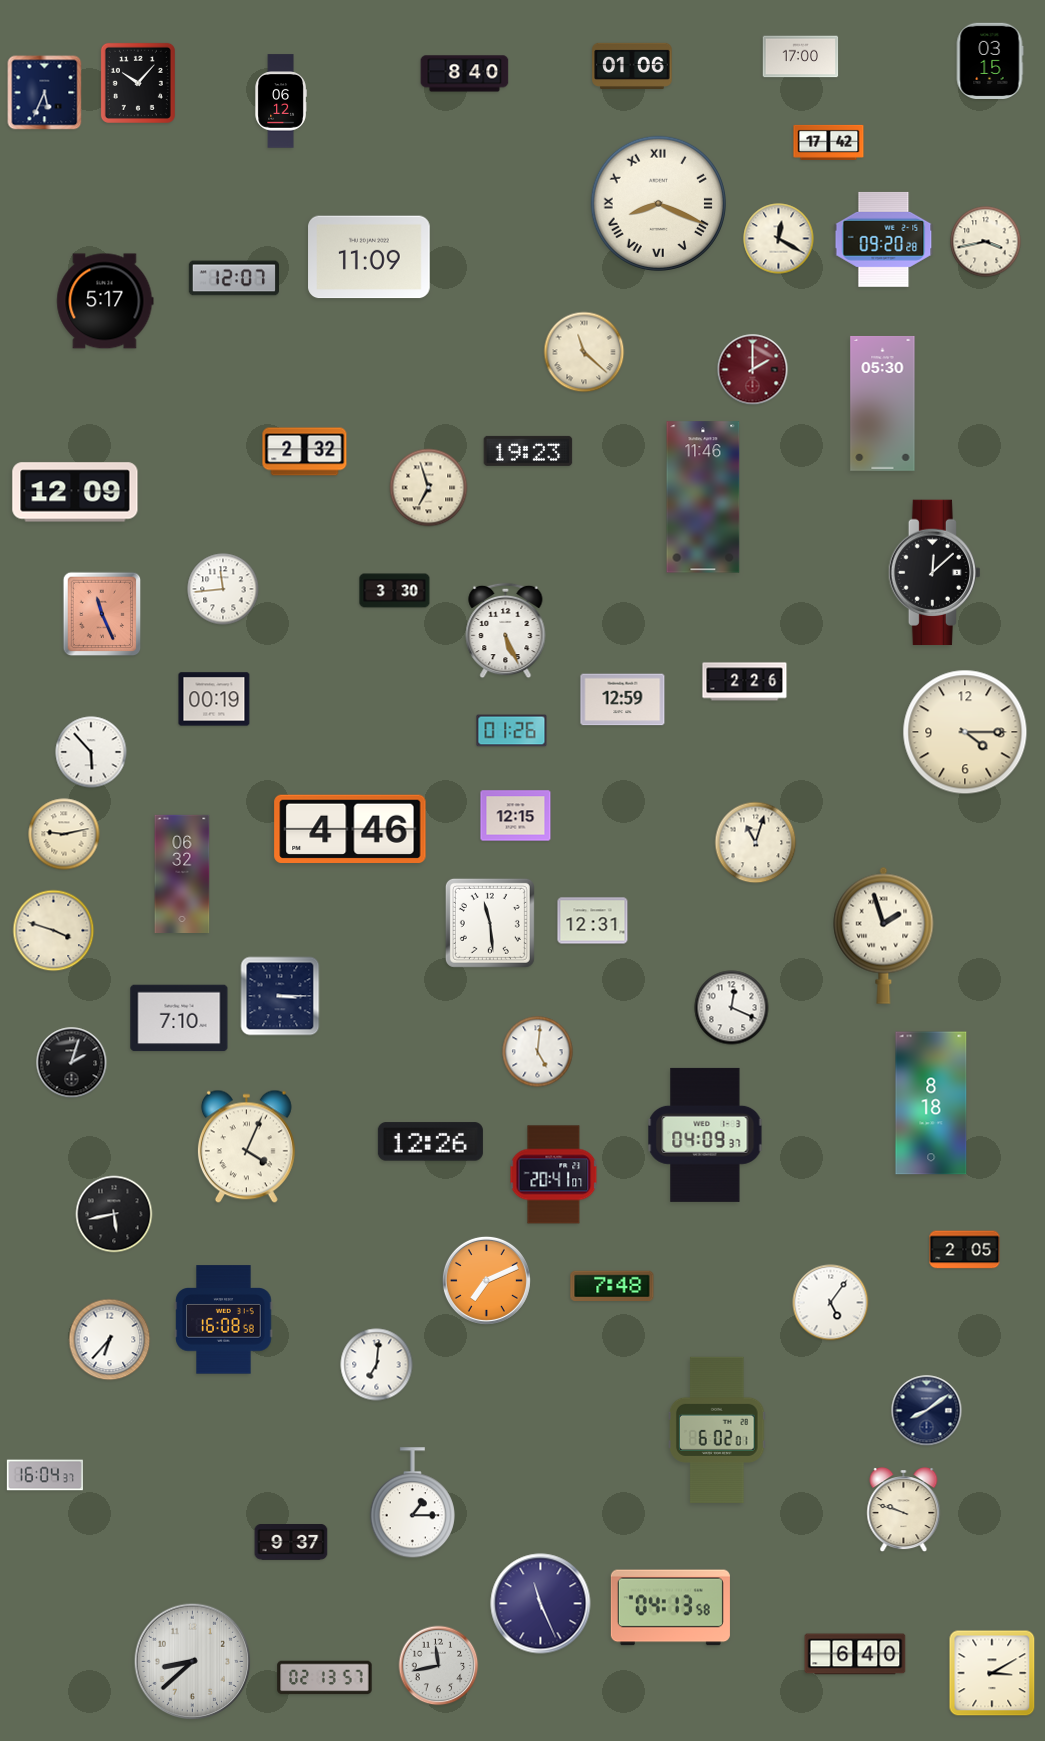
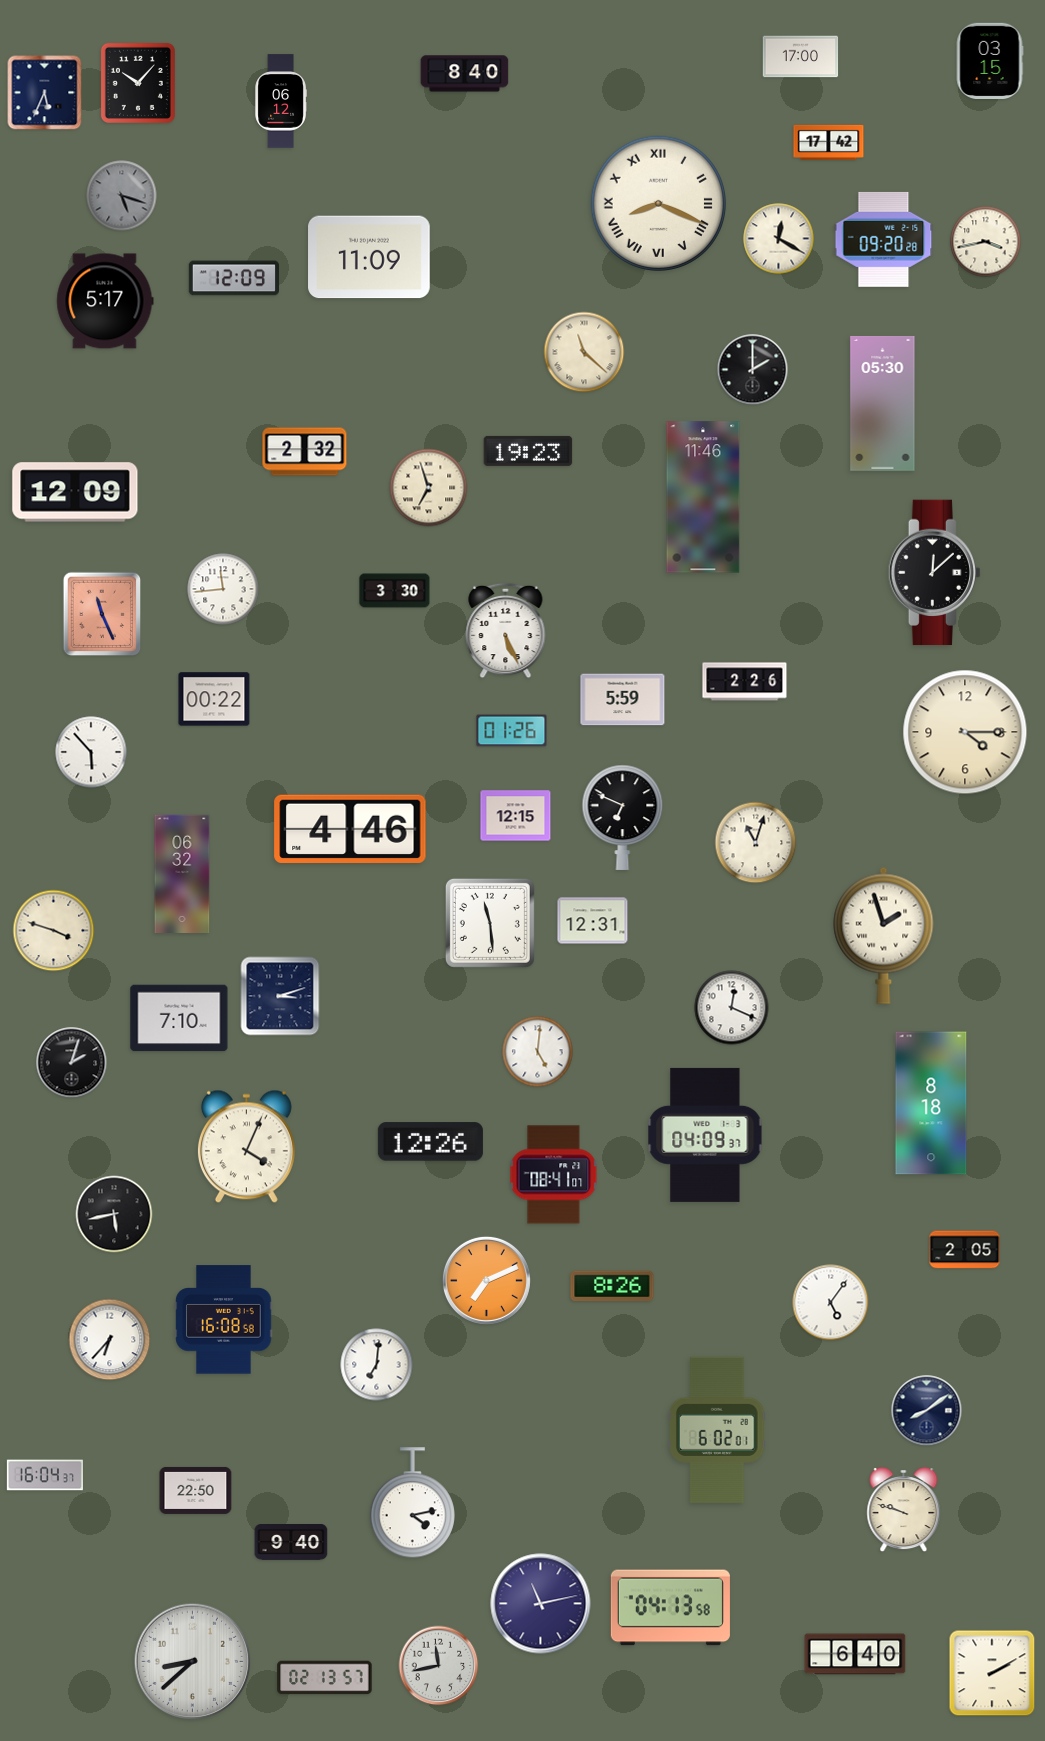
clock at (632, 65): 01:06 -> none
clock at (122, 196): none -> 5:18
clock at (233, 278): 12:07 -> 12:09
clock at (753, 370) dial: burgundy -> black
clock at (214, 699): 00:19 -> 00:22
clock at (623, 700): 12:59 -> 5:59
clock at (623, 817): none -> 6:49
clock at (64, 834): 9:13 -> none
clock at (280, 996): 3:15 -> 3:12
clock at (554, 1175): 20:41 -> 08:41
clock at (612, 1286): 7:48 -> 8:26
clock at (196, 1490): none -> 22:50
clock at (412, 1503): 1:15 -> 4:13
clock at (291, 1543): 9:37 -> 9:40
clock at (541, 1604): 11:26 -> 11:13
clock at (992, 1673): 3:10 -> 2:10
